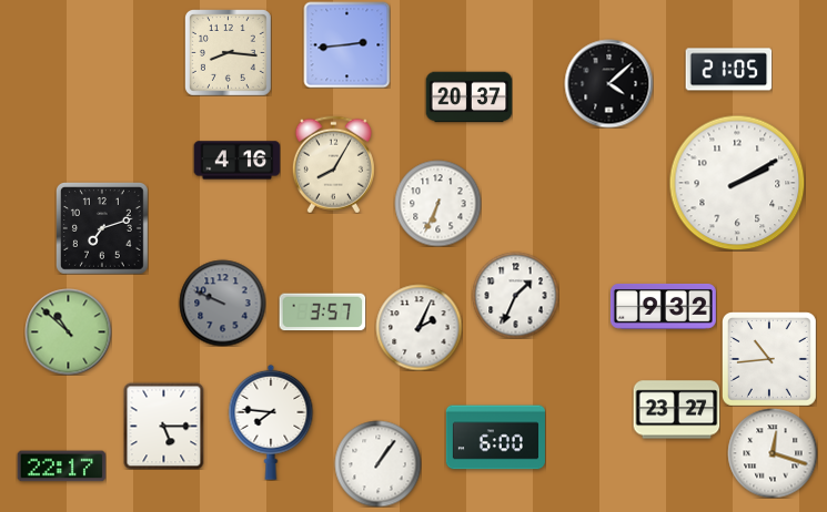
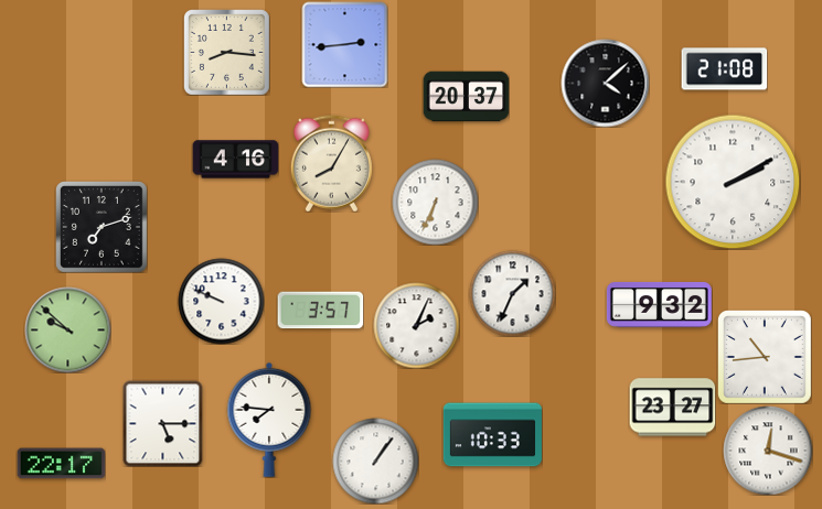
clock at (728, 70): 21:05 -> 21:08
clock at (222, 303) dial: grey -> white
clock at (68, 331): 10:52 -> 9:52
clock at (495, 438): 6:00 -> 10:33
